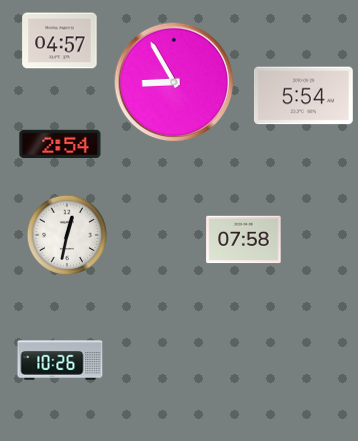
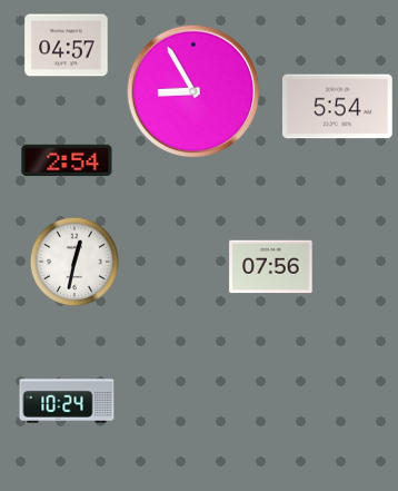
clock at (244, 240): 07:58 -> 07:56
clock at (60, 359): 10:26 -> 10:24
